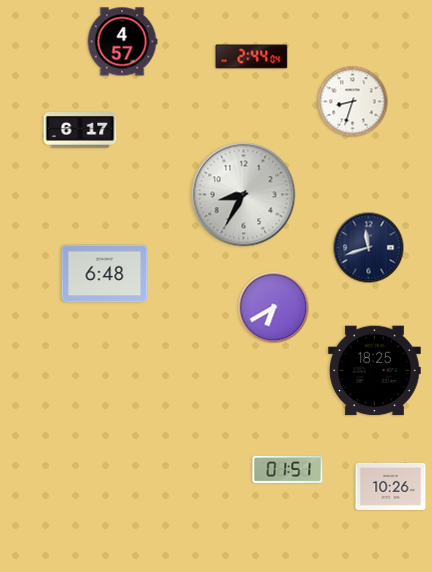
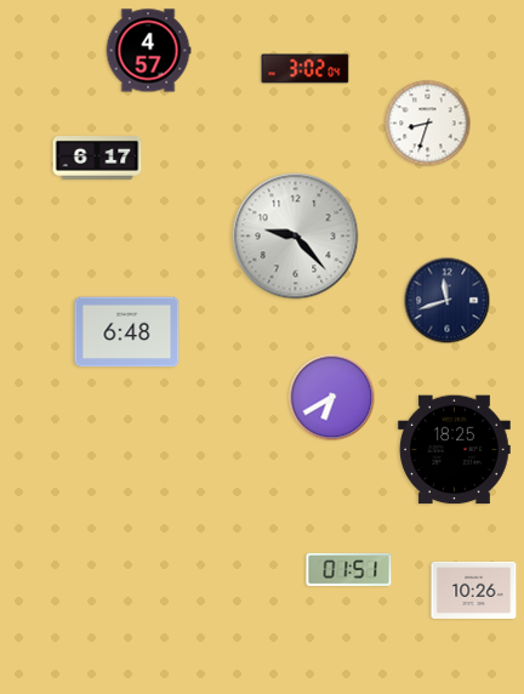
clock at (252, 57): 2:44 -> 3:02
clock at (244, 195): 8:35 -> 9:23
clock at (274, 308) position: (274, 308) -> (332, 398)
